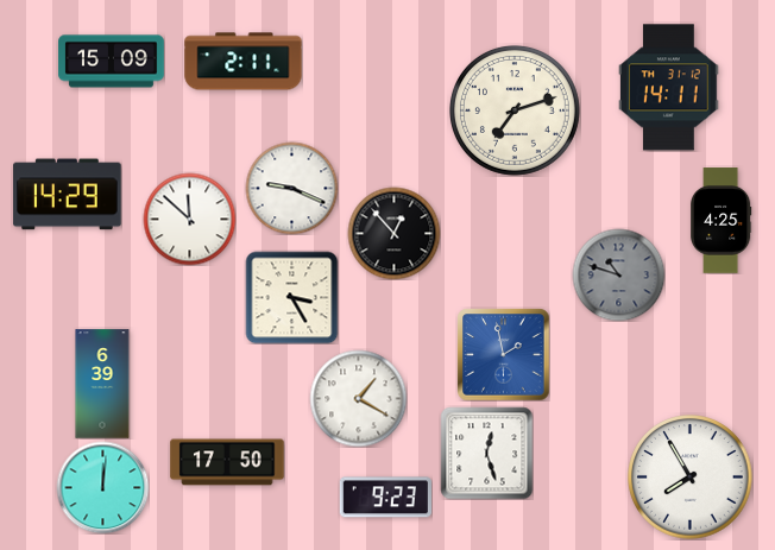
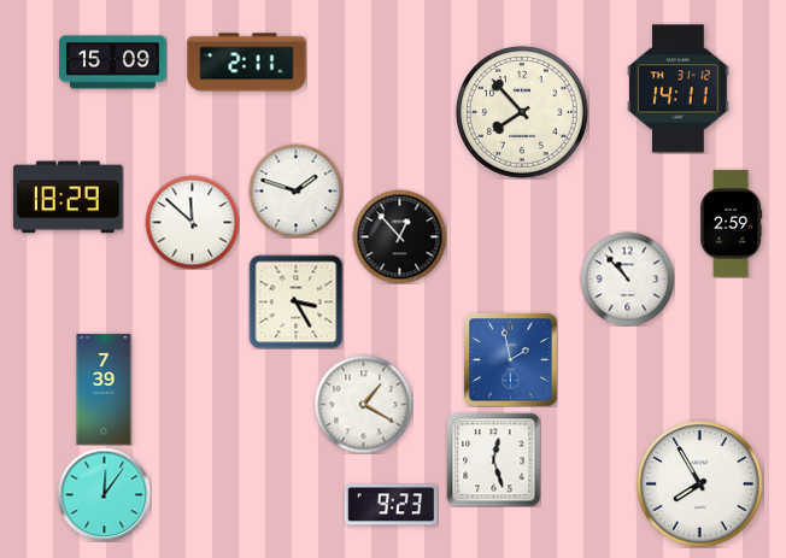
clock at (515, 110): 7:12 -> 7:53
clock at (291, 188): 9:19 -> 1:48
clock at (68, 195): 14:29 -> 18:29
clock at (722, 221): 4:25 -> 2:59
clock at (618, 274): 10:48 -> 10:53
clock at (618, 274) dial: grey -> white
clock at (102, 384): 6:39 -> 7:39
clock at (227, 462): 17:50 -> none
clock at (102, 487): 12:01 -> 12:06
